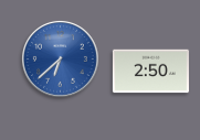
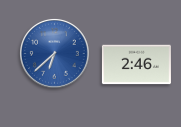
clock at (150, 72): 2:50 -> 2:46
